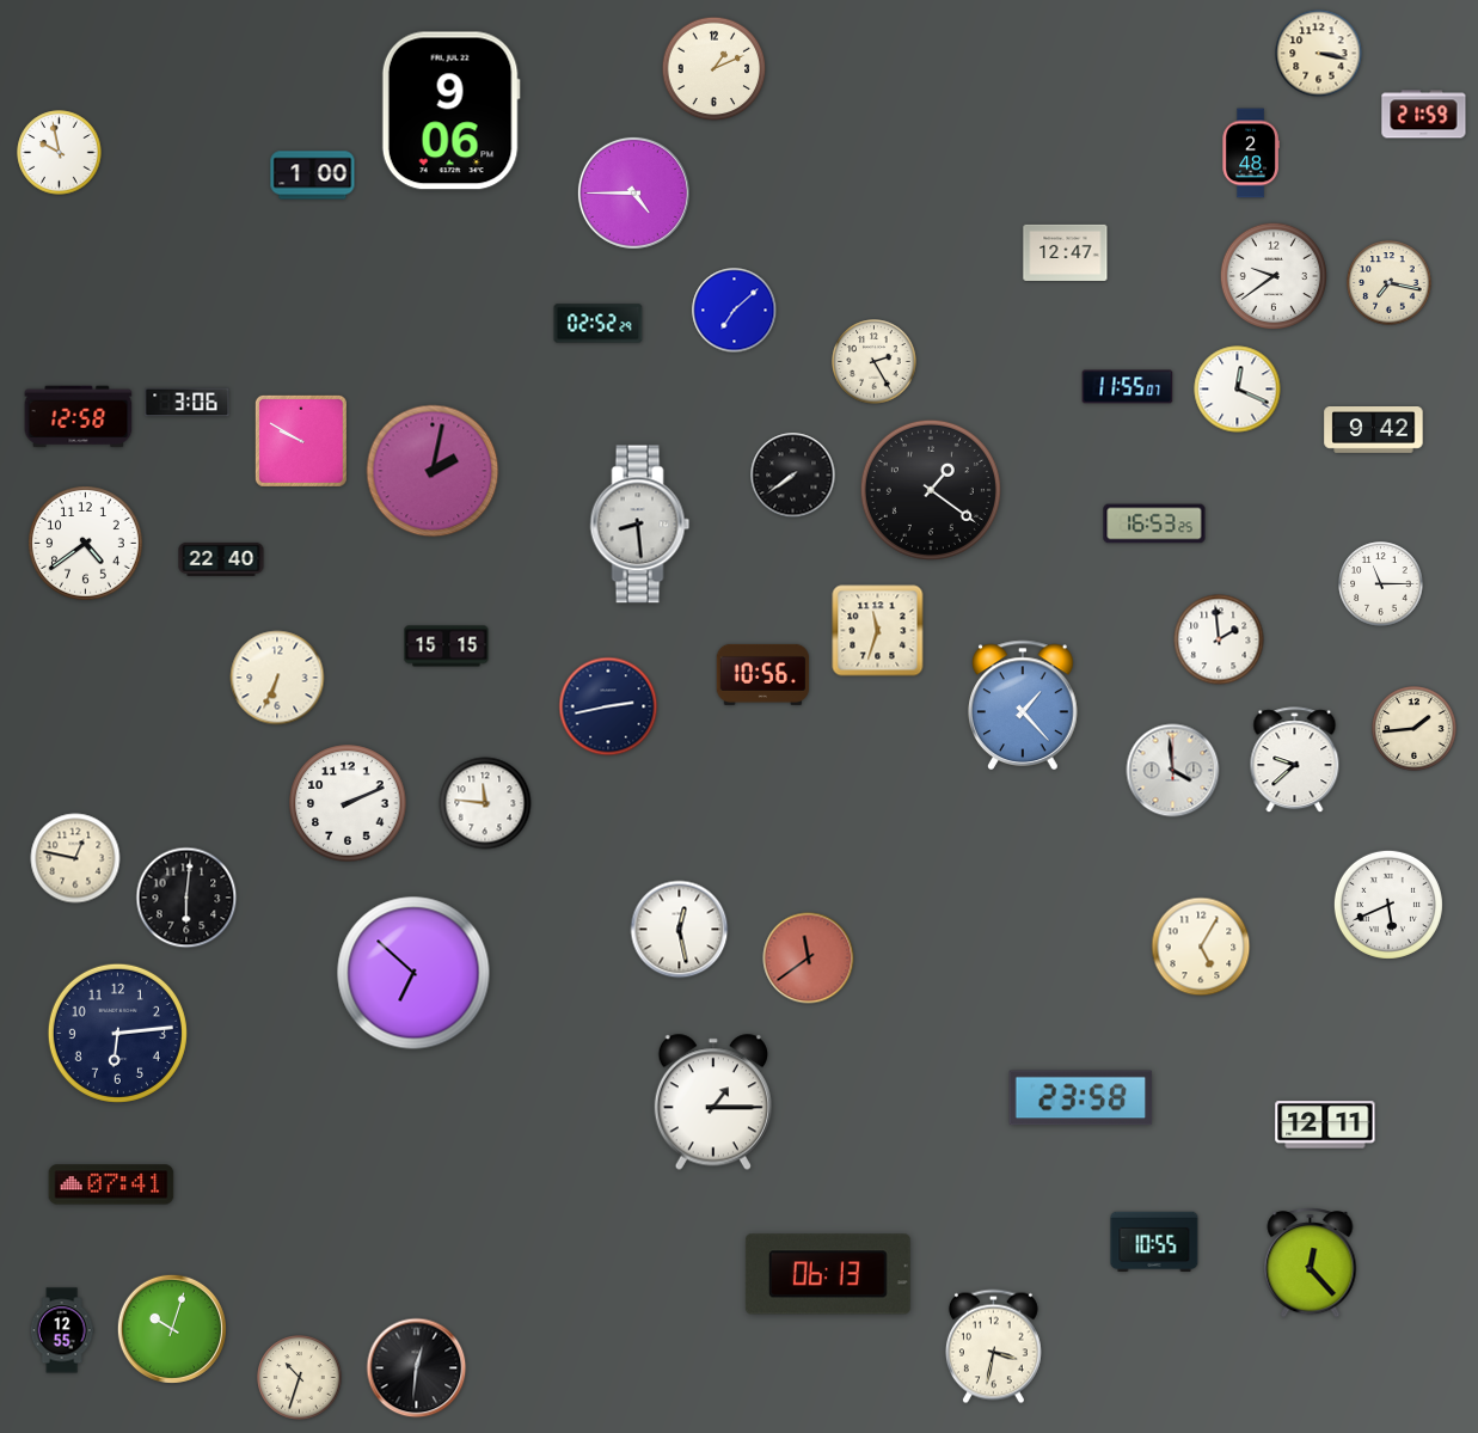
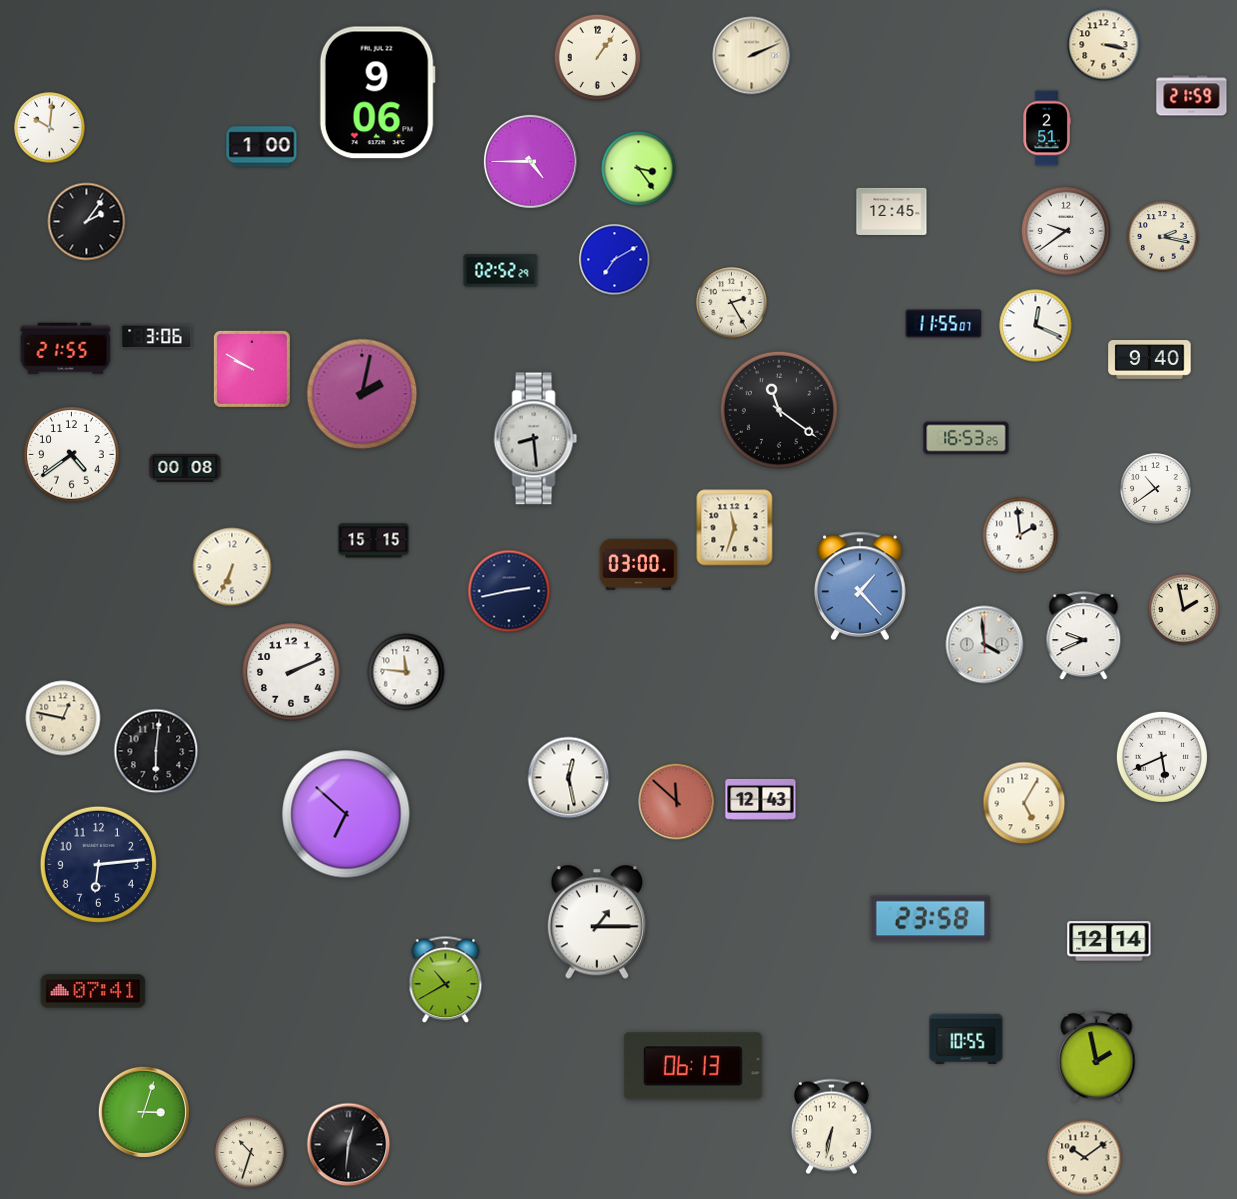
clock at (752, 56): none -> 2:11
clock at (715, 69): 1:11 -> 1:06
clock at (60, 153): 9:58 -> 10:01
clock at (1251, 153): 2:48 -> 2:51
clock at (639, 169): none -> 3:24
clock at (1066, 252): 12:47 -> 12:45
clock at (87, 222): none -> 2:06
clock at (1390, 283): 7:17 -> 2:17
clock at (735, 311): 7:08 -> 7:10
clock at (79, 417): 12:58 -> 21:55
clock at (1374, 430): 9:42 -> 9:40
clock at (793, 476): 7:39 -> none
clock at (931, 490): 1:21 -> 11:21
clock at (221, 559): 22:40 -> 00:08
clock at (1381, 584): 11:15 -> 10:39
clock at (763, 674): 10:56 -> 03:00
clock at (1024, 704) position: (1024, 704) -> (861, 585)
clock at (1415, 729): 1:44 -> 1:58
clock at (1295, 760): 9:38 -> 9:41
clock at (1173, 771) position: (1173, 771) -> (985, 645)
clock at (1201, 947) position: (1201, 947) -> (1024, 803)
clock at (761, 799): none -> 12:43
clock at (809, 959): 11:39 -> 11:52
clock at (1081, 1098) position: (1081, 1098) -> (931, 919)
clock at (1325, 1125): 12:11 -> 12:14
clock at (446, 980): none -> 10:40
clock at (1311, 1263): 12:23 -> 1:58
clock at (172, 1329): 10:03 -> 3:03
clock at (62, 1330): 12:55 -> none
clock at (993, 1347): 3:32 -> 6:32
clock at (1085, 1158): none -> 10:09
